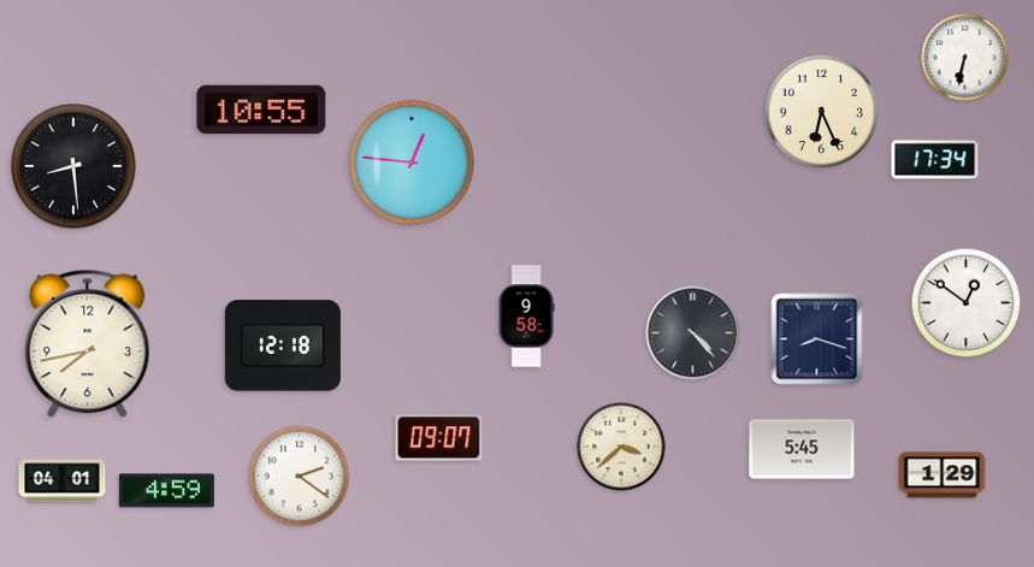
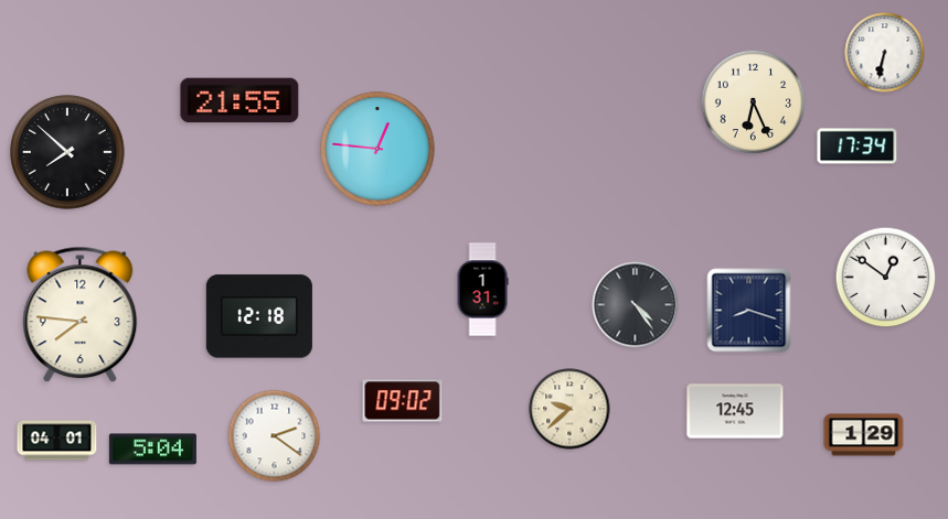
clock at (261, 110): 10:55 -> 21:55
clock at (73, 166): 8:29 -> 7:52
clock at (526, 317): 9:58 -> 1:31
clock at (693, 333): 4:23 -> 4:24
clock at (88, 344): 7:43 -> 7:46
clock at (439, 438): 09:07 -> 09:02
clock at (621, 447): 3:38 -> 9:38
clock at (802, 449): 5:45 -> 12:45
clock at (166, 491): 4:59 -> 5:04
